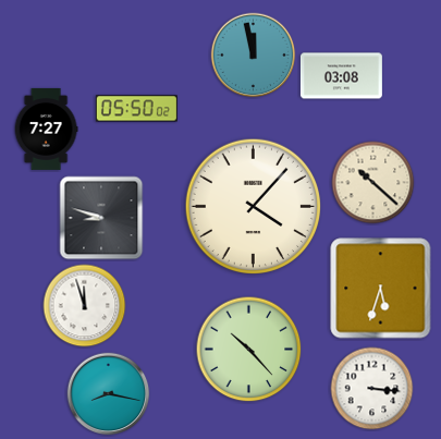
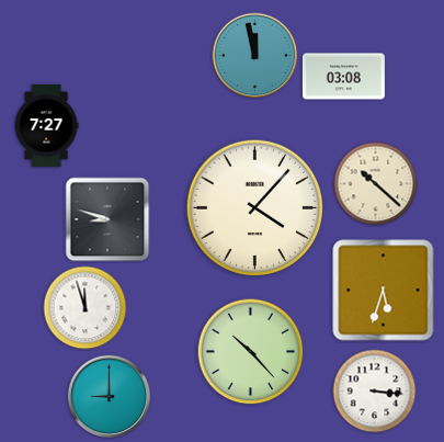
clock at (136, 109): 05:50 -> none
clock at (46, 129) position: (46, 129) -> (46, 125)
clock at (101, 218) position: (101, 218) -> (107, 219)
clock at (109, 394): 8:17 -> 9:00
